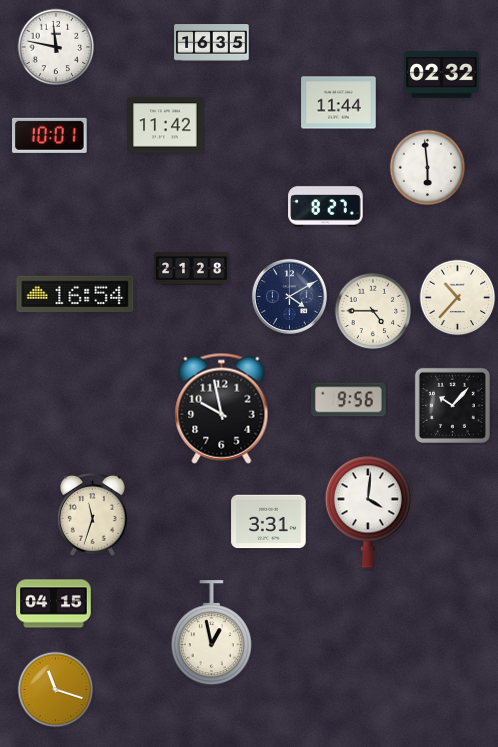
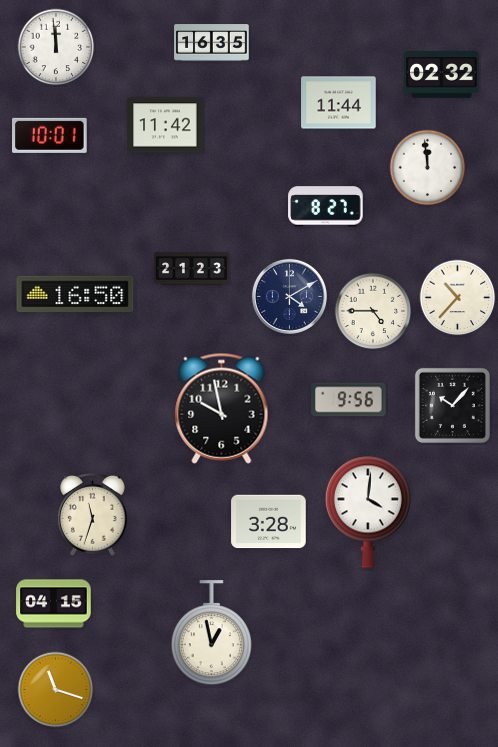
clock at (56, 47): 11:47 -> 11:59
clock at (428, 168): 5:59 -> 11:59
clock at (192, 269): 21:28 -> 21:23
clock at (75, 293): 16:54 -> 16:50
clock at (269, 522): 3:31 -> 3:28
